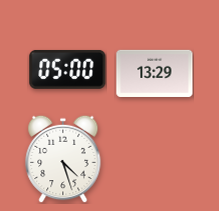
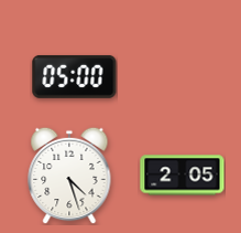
clock at (155, 73): 13:29 -> none
clock at (183, 176): none -> 2:05
